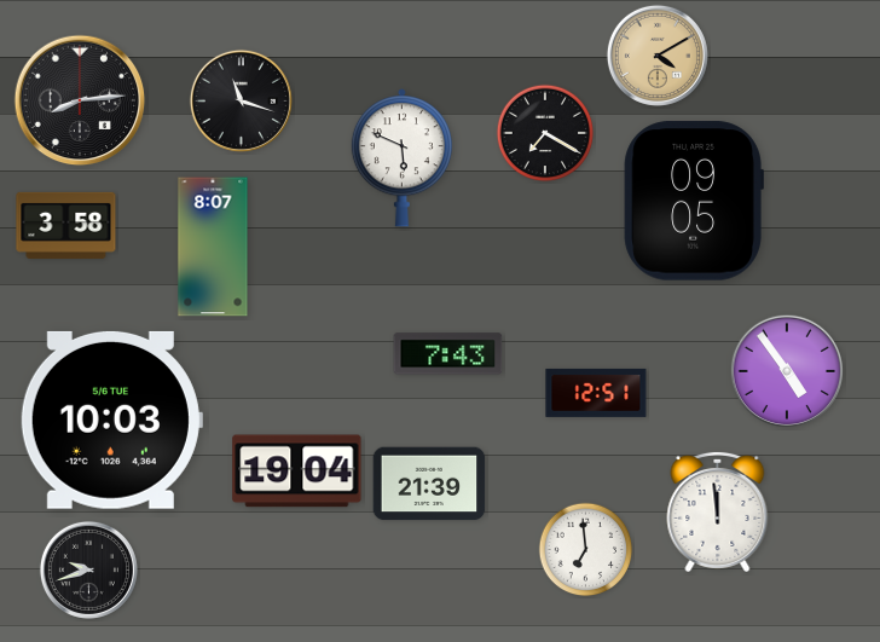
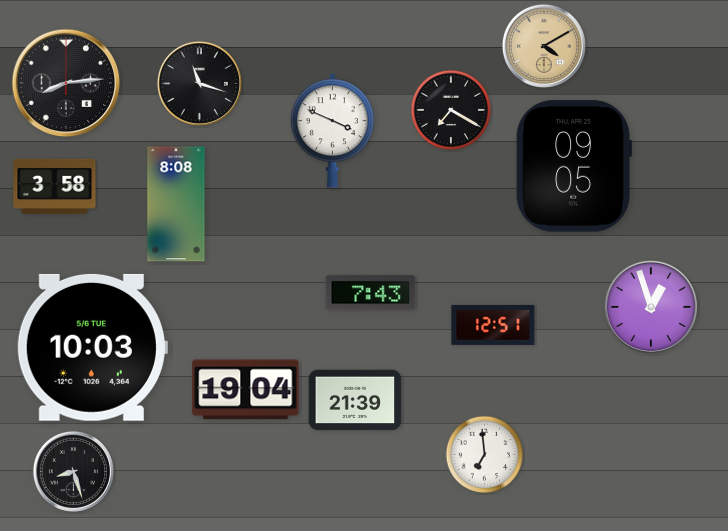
clock at (401, 158): 5:49 -> 3:49
clock at (213, 247): 8:07 -> 8:08
clock at (786, 370): 4:54 -> 12:57
clock at (718, 511): 11:59 -> none
clock at (88, 569): 9:42 -> 8:27
